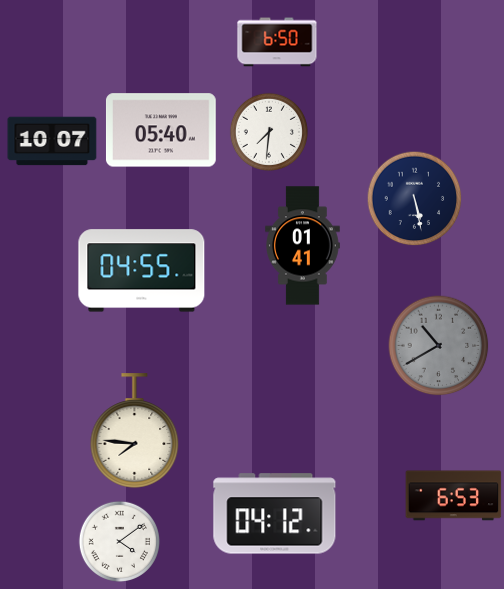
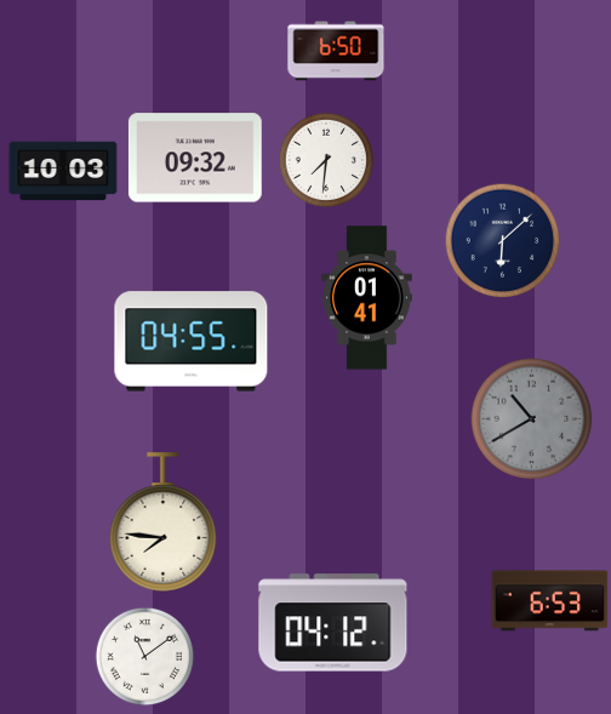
clock at (161, 130): 05:40 -> 09:32
clock at (52, 141): 10:07 -> 10:03
clock at (414, 198): 5:28 -> 6:08
clock at (142, 271) position: (142, 271) -> (192, 342)
clock at (119, 541): 4:09 -> 11:09
